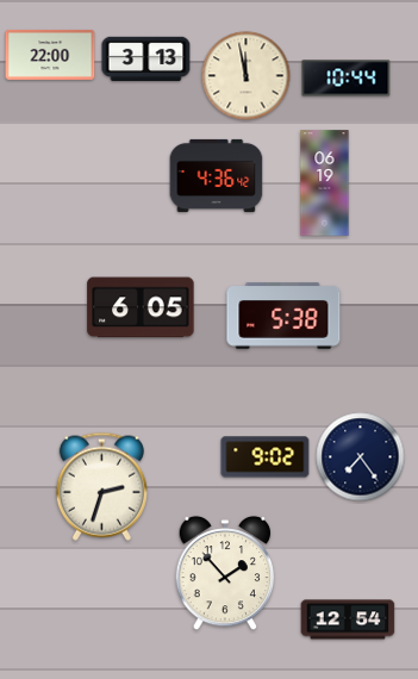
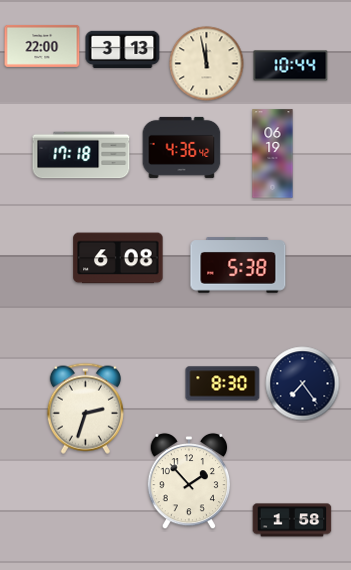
clock at (81, 155): none -> 17:18
clock at (141, 307): 6:05 -> 6:08
clock at (266, 457): 9:02 -> 8:30
clock at (348, 619): 12:54 -> 1:58
